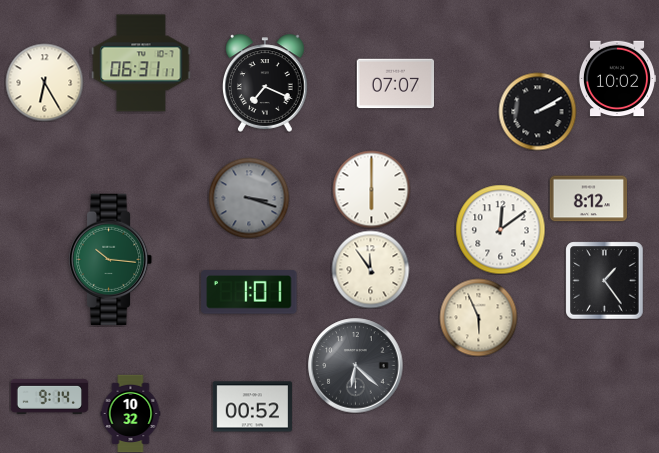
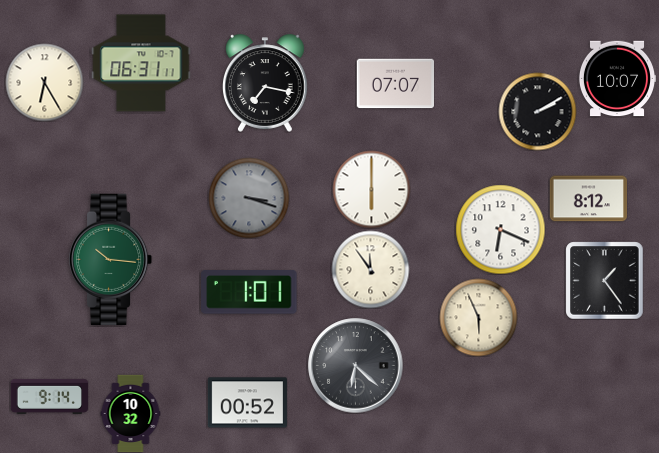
clock at (617, 79): 10:02 -> 10:07
clock at (266, 83): 7:19 -> 7:17
clock at (500, 229): 12:09 -> 6:19
clock at (252, 407) position: (252, 407) -> (247, 403)
